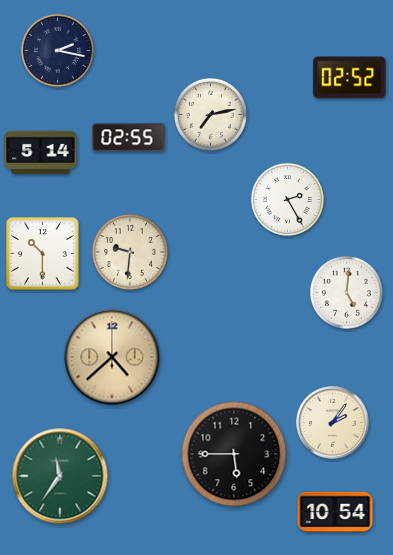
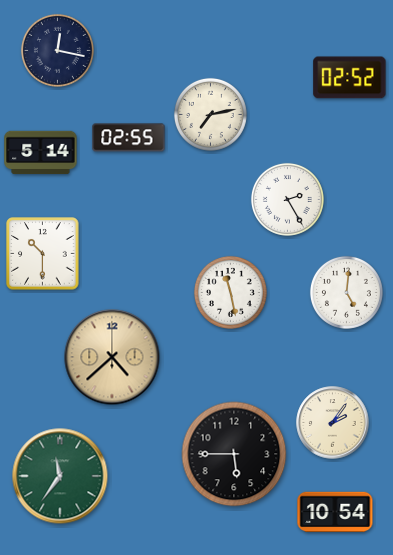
clock at (57, 50): 2:17 -> 12:17
clock at (131, 253): 9:31 -> none
clock at (230, 292): none -> 11:28
